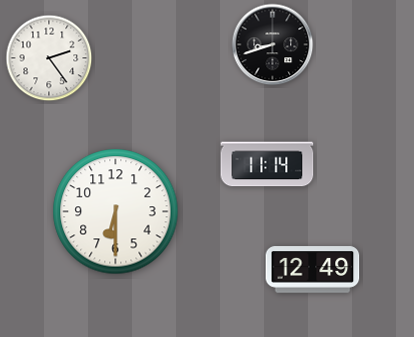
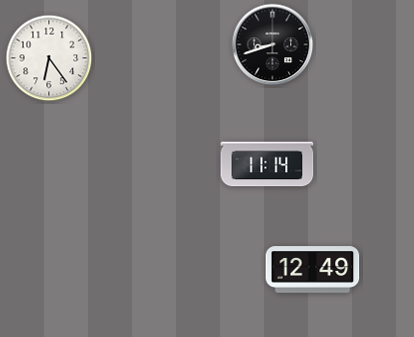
clock at (49, 58): 2:24 -> 6:24
clock at (116, 212): 6:30 -> none
